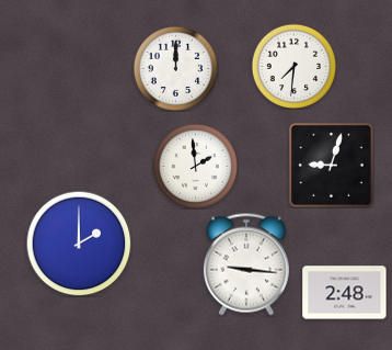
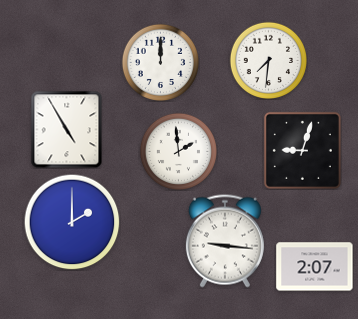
clock at (67, 129): none -> 4:55
clock at (345, 293): 2:48 -> 2:07
